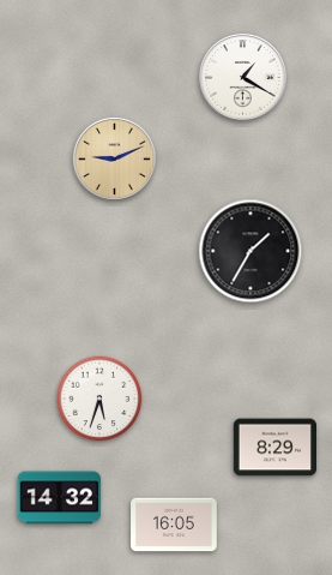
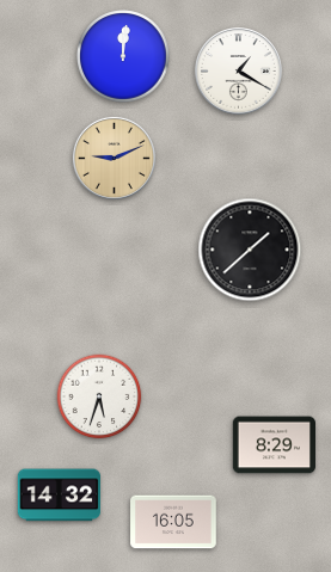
clock at (123, 56): none -> 12:01
clock at (243, 78) position: (243, 78) -> (239, 72)
clock at (250, 251): 1:35 -> 1:38
